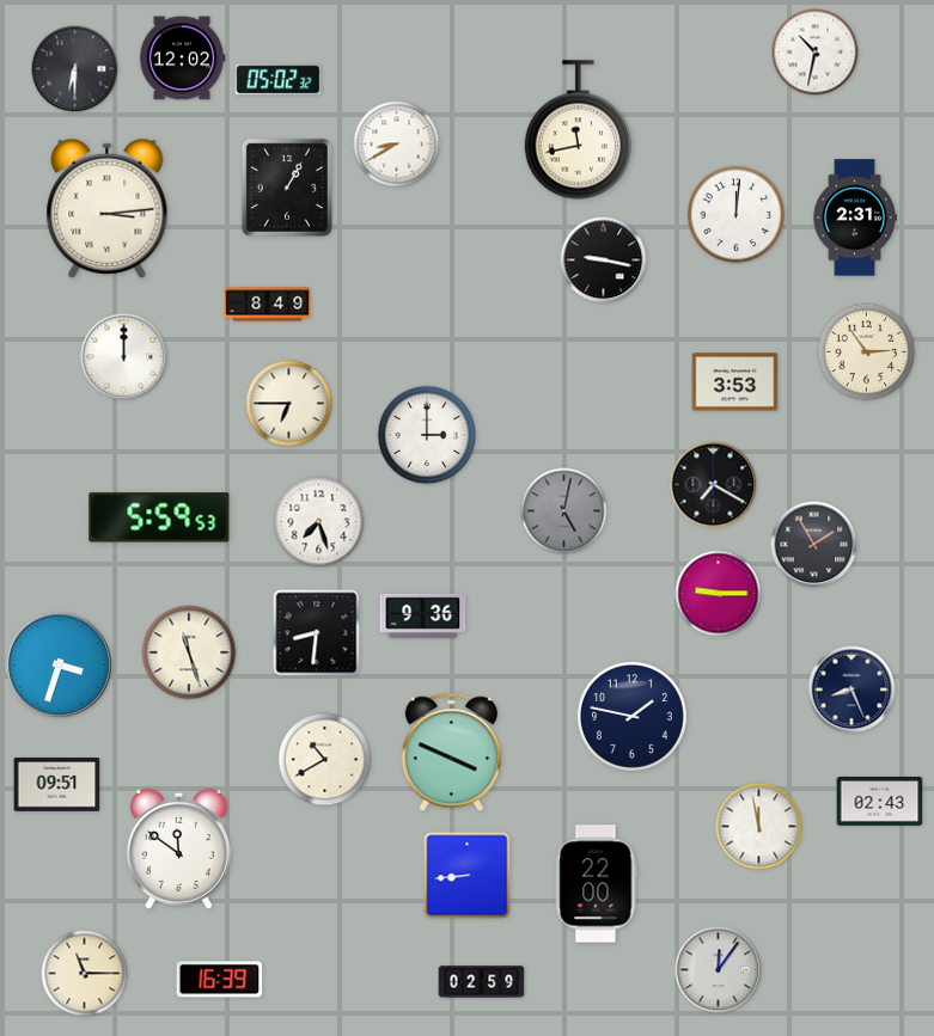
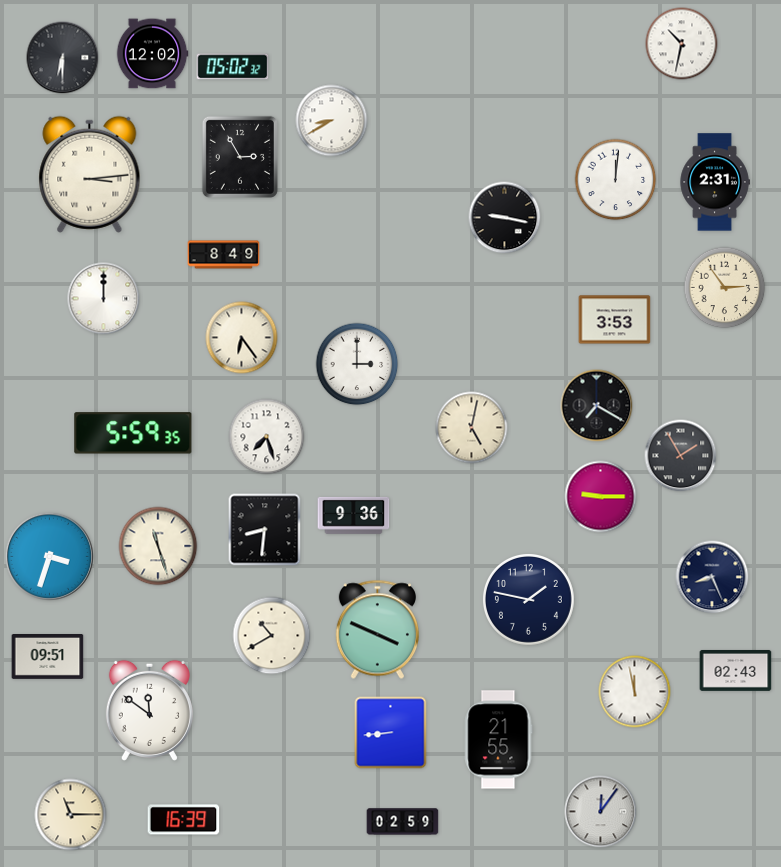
clock at (182, 59) position: (182, 59) -> (152, 54)
clock at (579, 130): 11:43 -> none
clock at (287, 188): 1:05 -> 2:55
clock at (867, 353) position: (867, 353) -> (725, 288)
clock at (289, 404): 6:45 -> 6:24
clock at (564, 511) dial: grey -> cream
clock at (159, 517): 5:59:53 -> 5:59:35
clock at (596, 884): 22:00 -> 21:55
